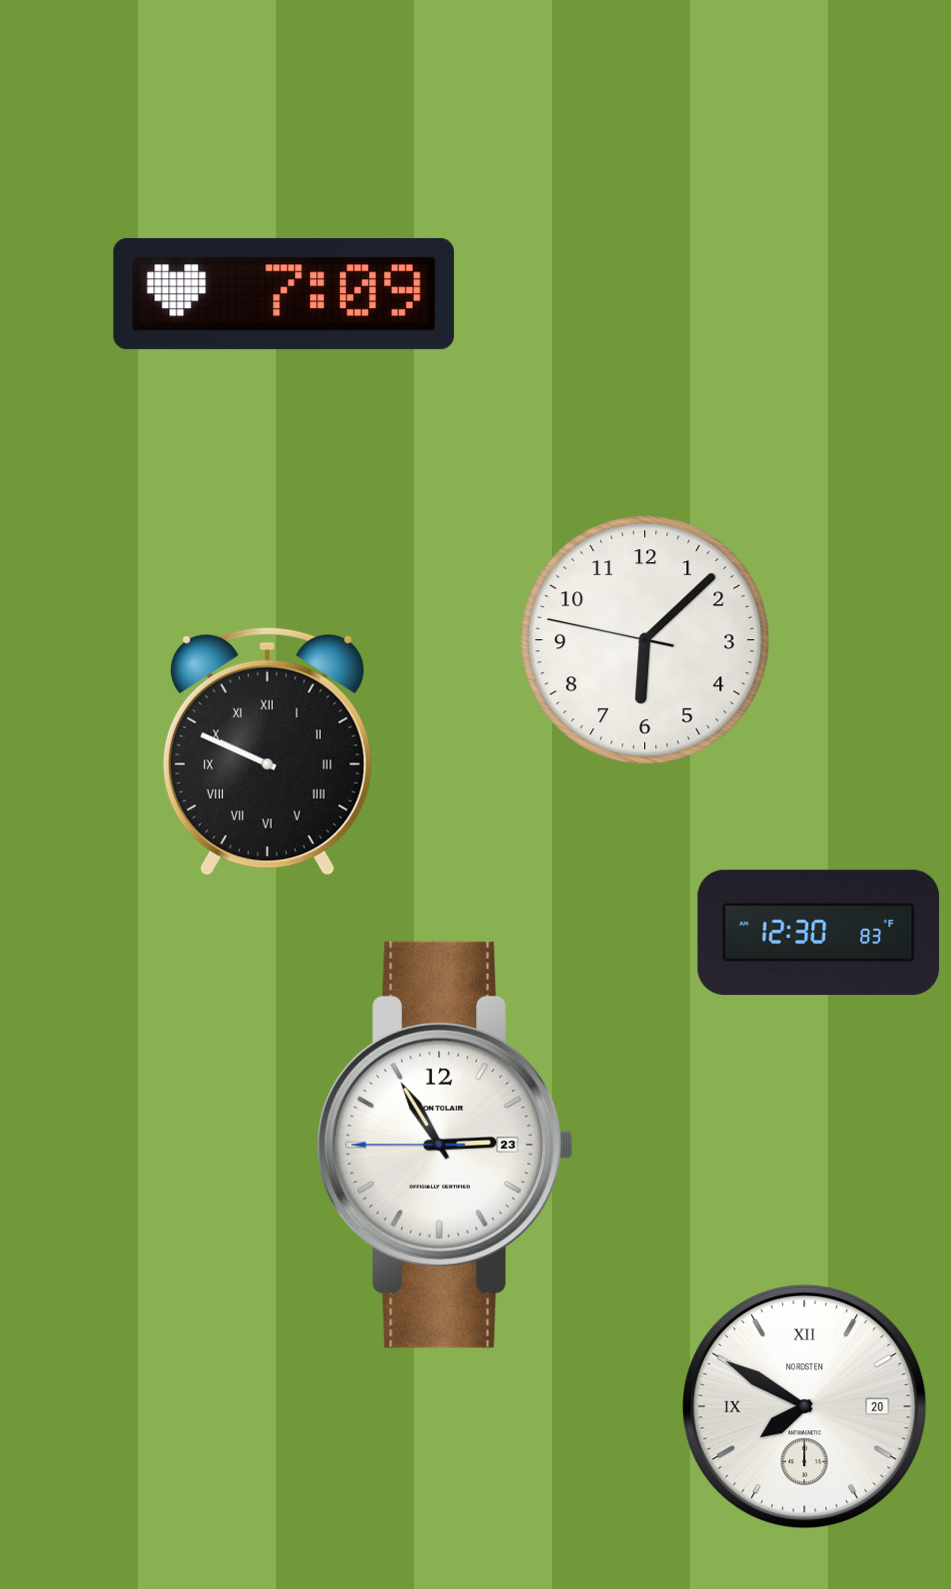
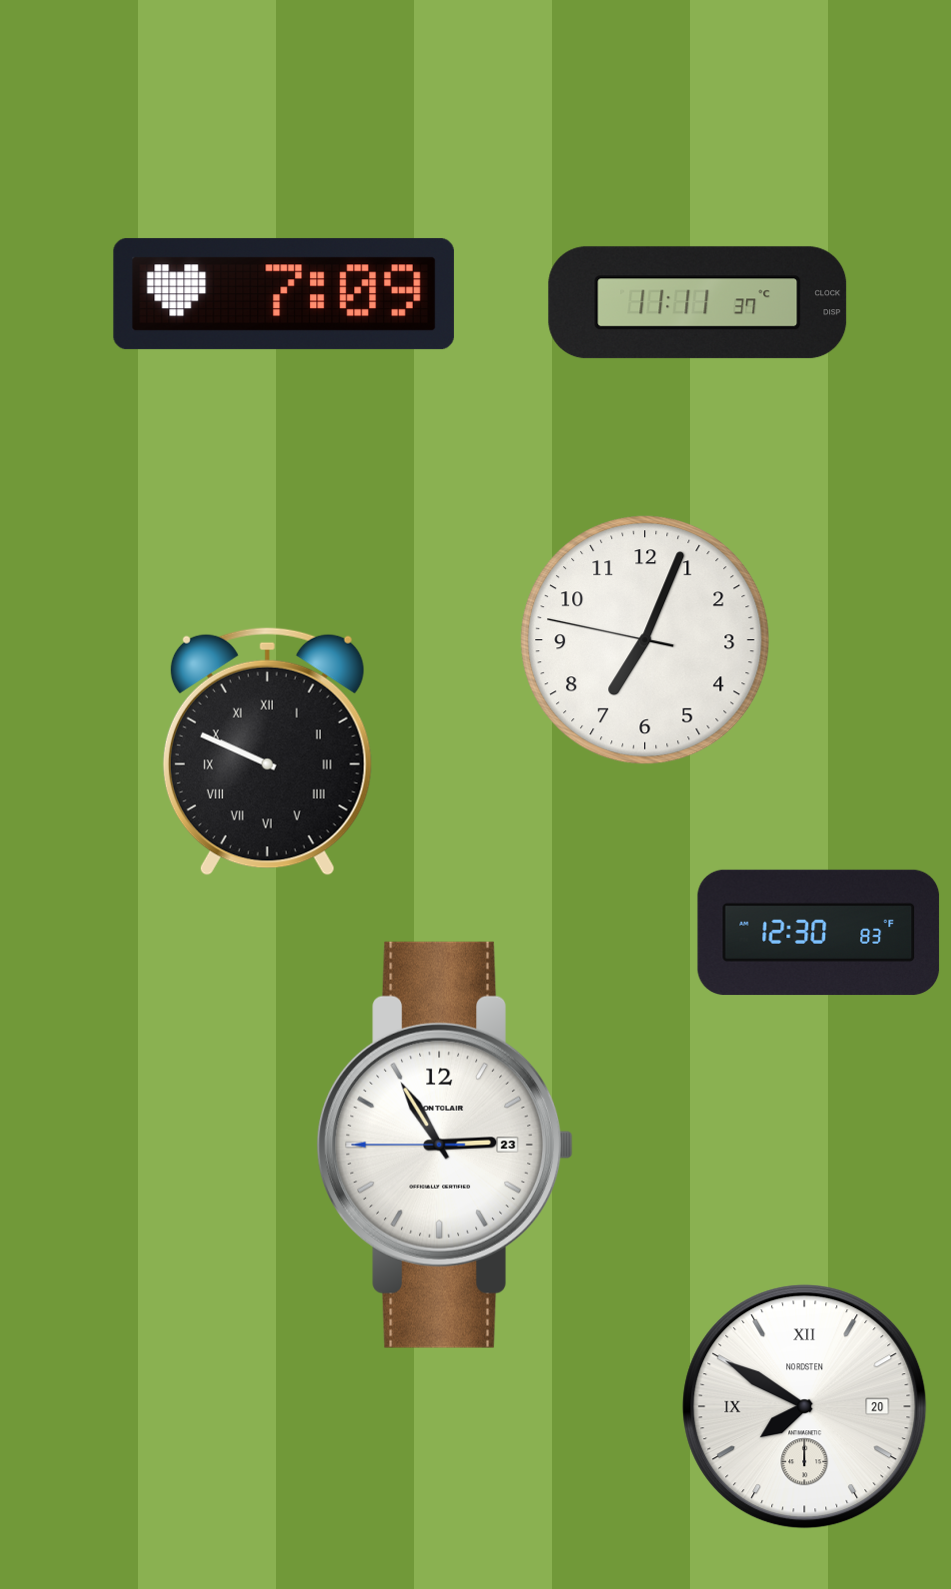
clock at (698, 303): none -> 11:11
clock at (645, 640): 6:07 -> 7:03
